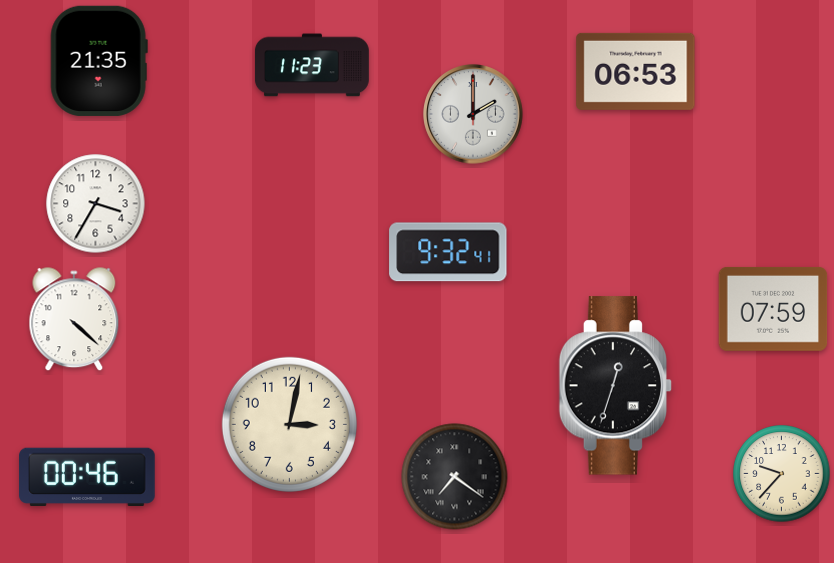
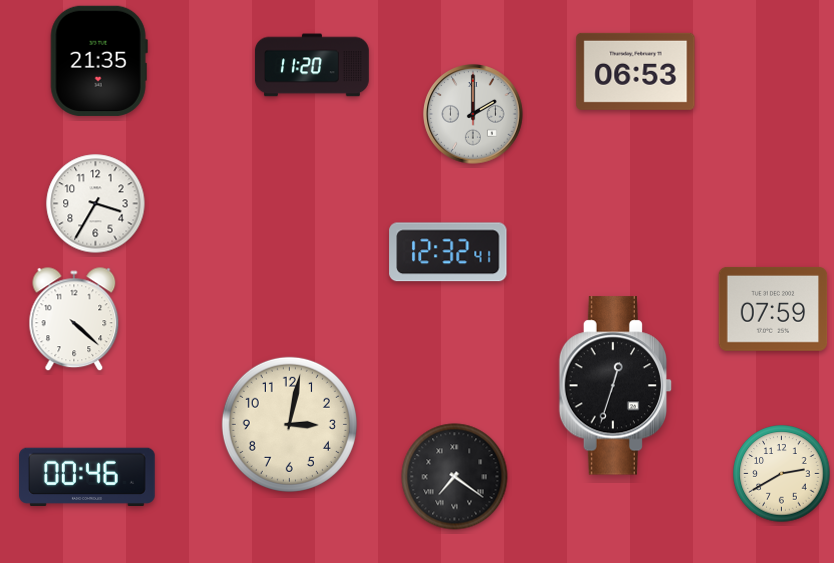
clock at (312, 65): 11:23 -> 11:20
clock at (448, 252): 9:32 -> 12:32
clock at (782, 474): 9:37 -> 2:40
